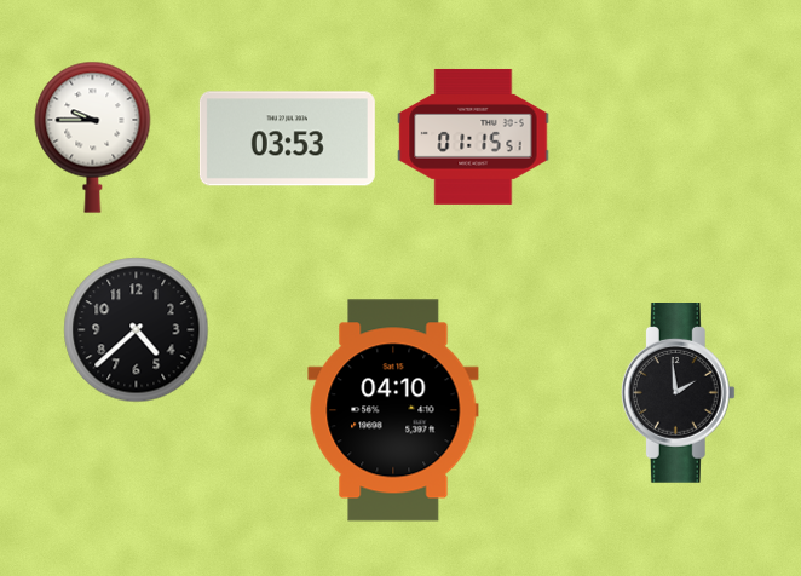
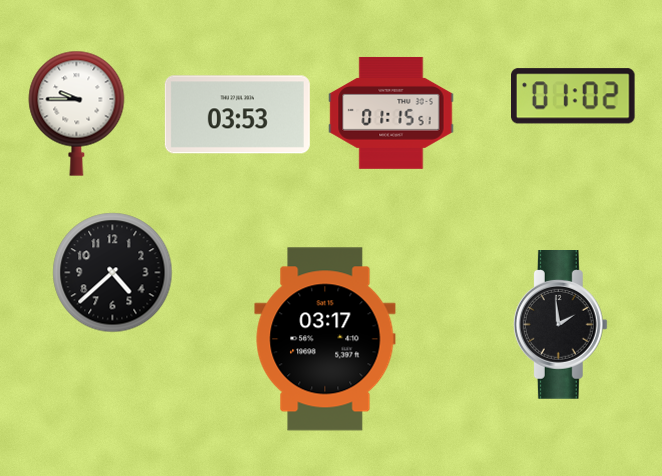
clock at (574, 96): none -> 01:02
clock at (393, 410): 04:10 -> 03:17
